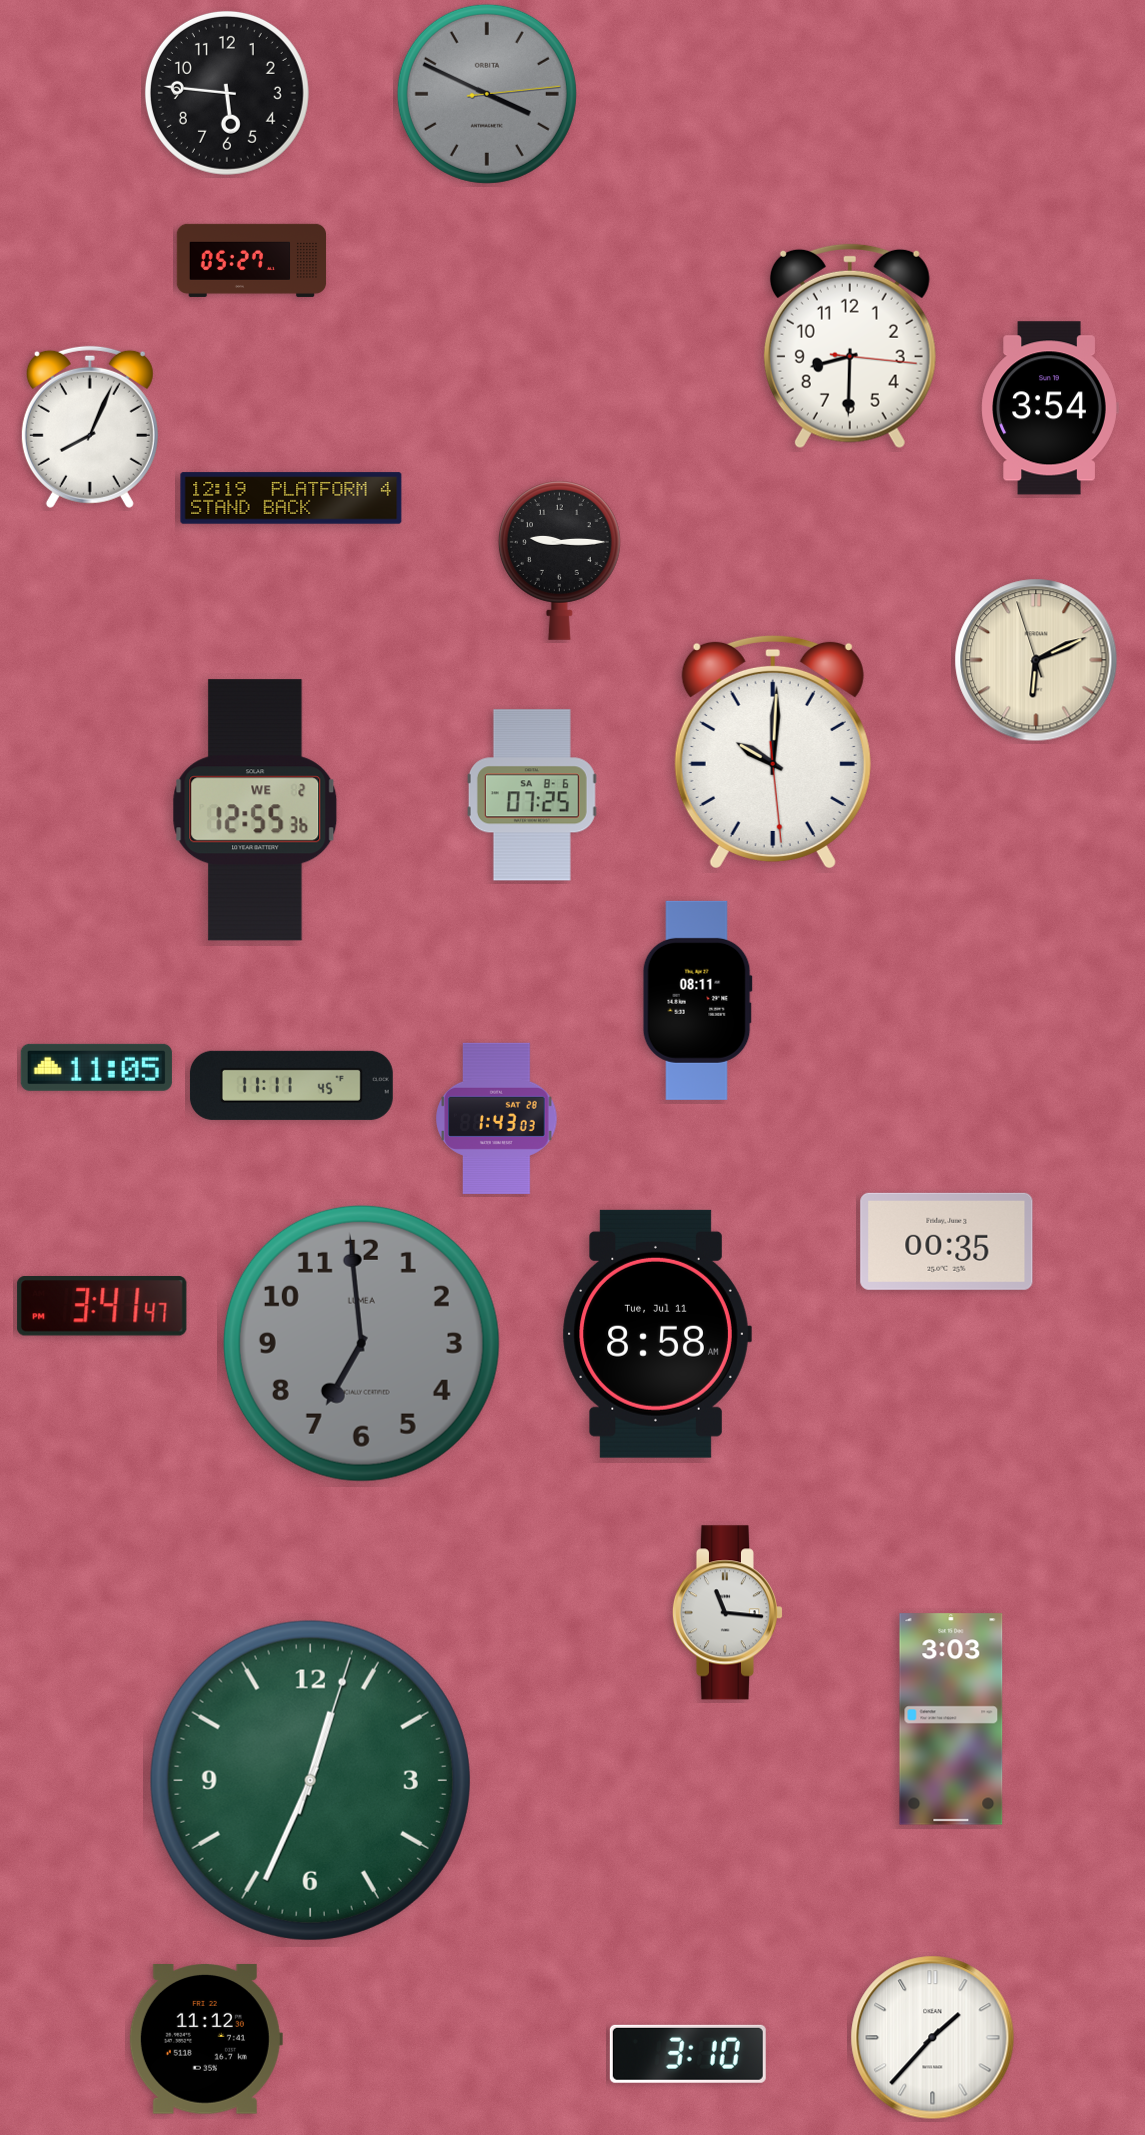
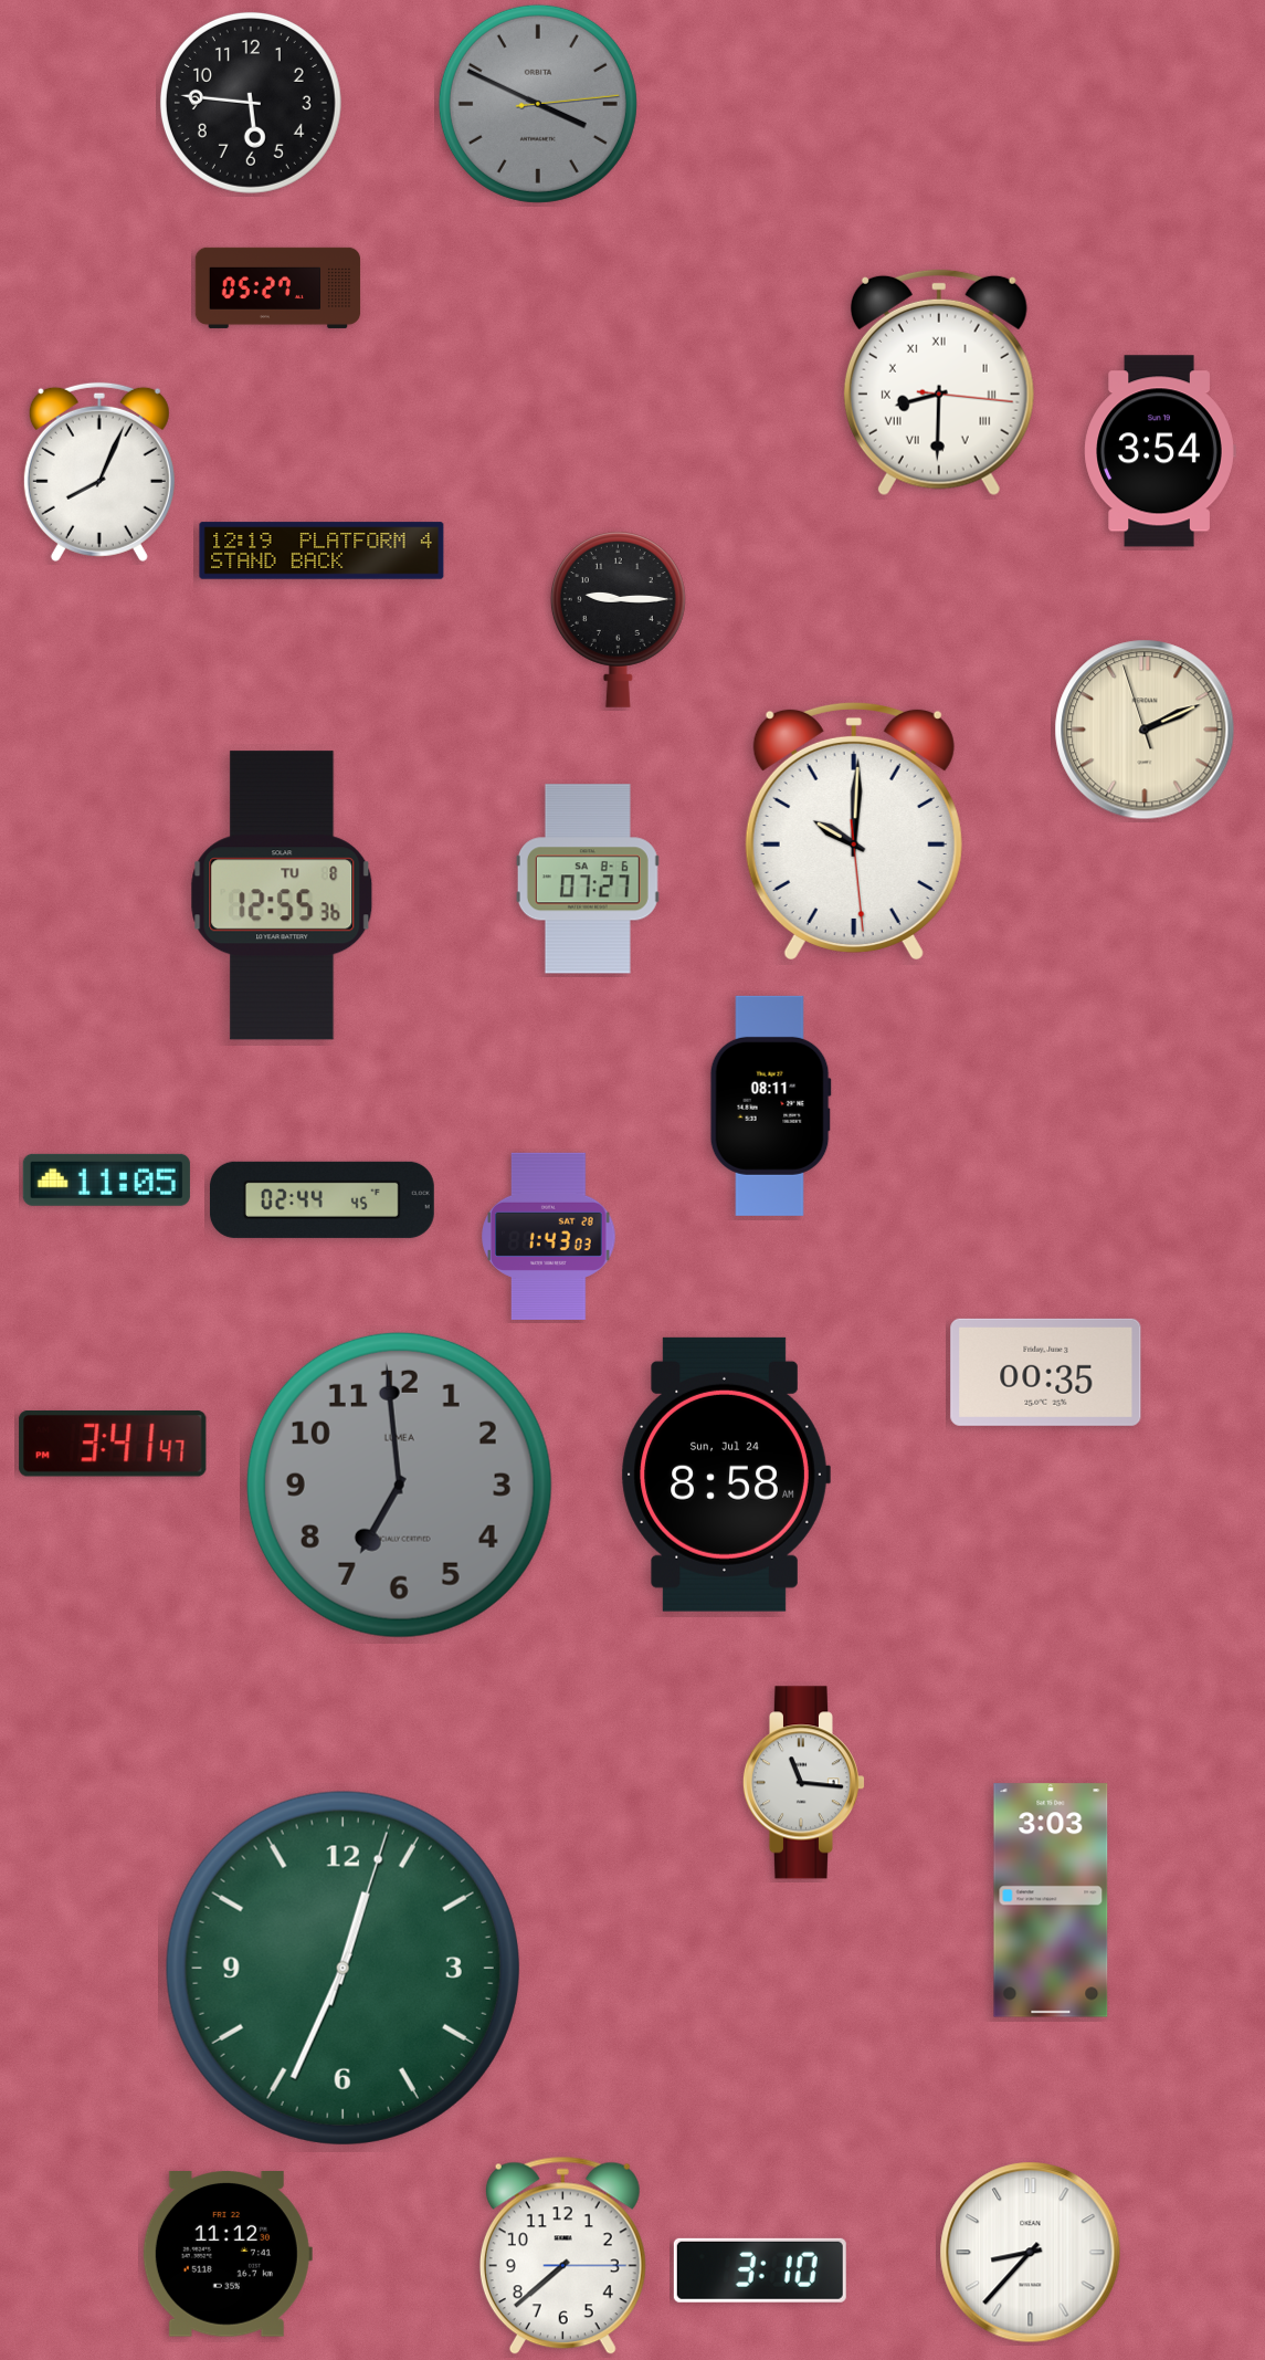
clock at (850, 346) numerals: Arabic -> Roman
clock at (1036, 660): 6:10 -> 2:10
clock at (532, 795): 07:25 -> 07:27
clock at (255, 810) date: WE 2 -> TU 8
clock at (291, 1085): 11:11 -> 02:44
clock at (657, 1334) date: Tue, Jul 11 -> Sun, Jul 24
clock at (933, 2038): 1:37 -> 8:37
clock at (562, 2256): none -> 7:38
